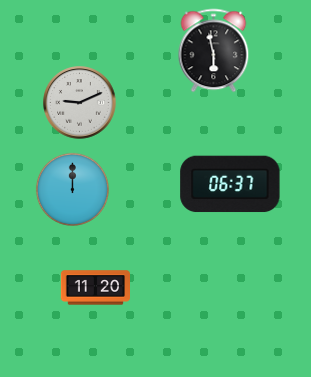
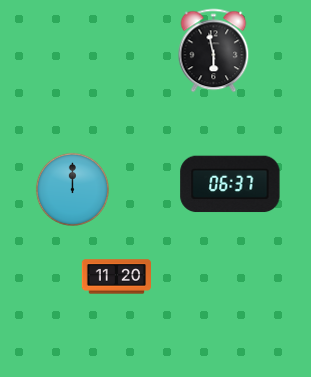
clock at (80, 103): 9:11 -> none
clock at (95, 288) position: (95, 288) -> (116, 277)
